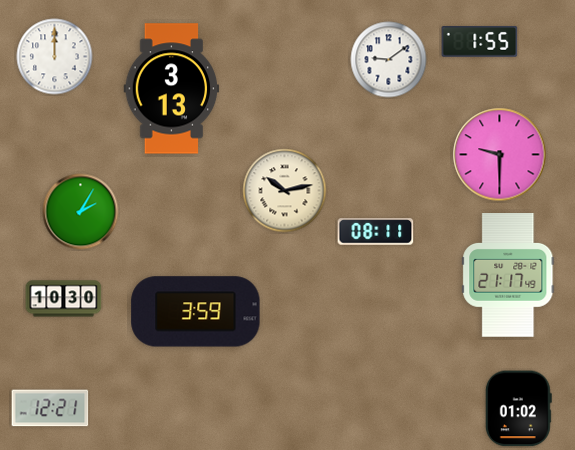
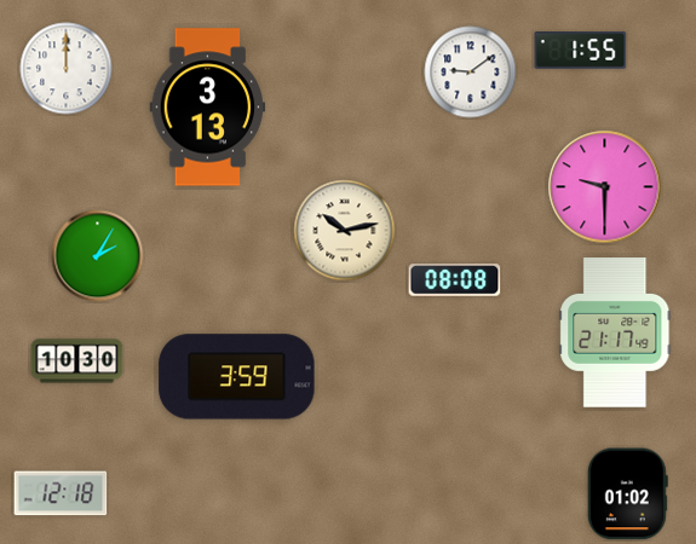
clock at (376, 232): 08:11 -> 08:08
clock at (50, 408): 12:21 -> 12:18
